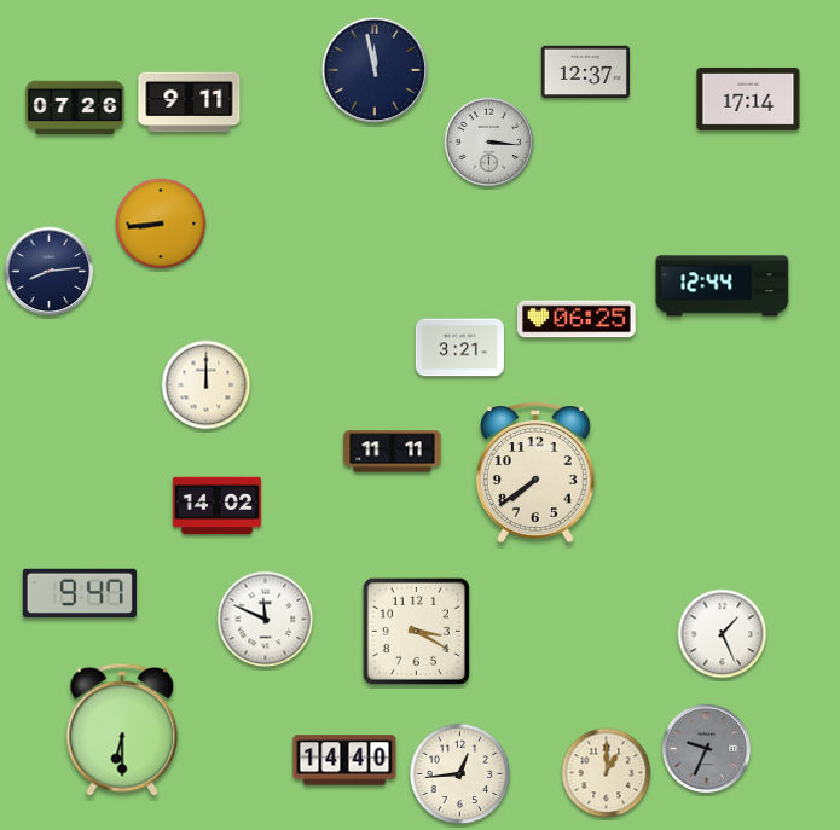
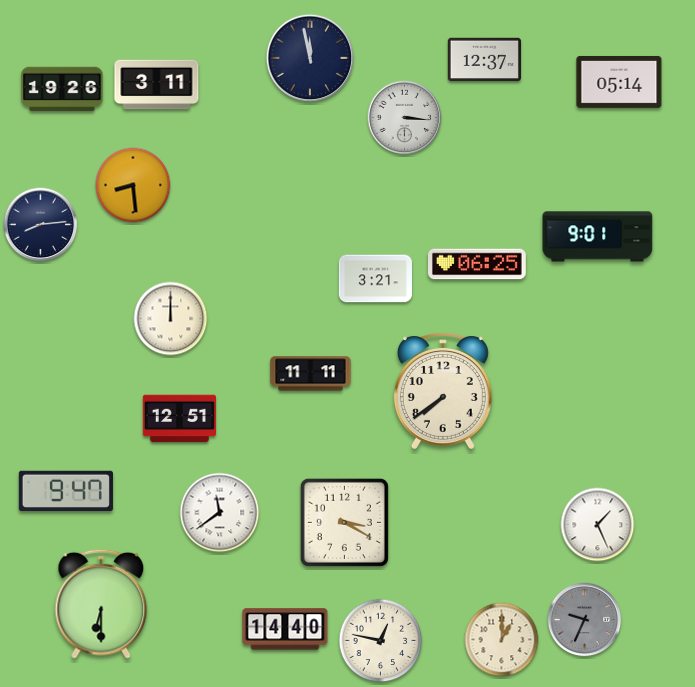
clock at (748, 99): 17:14 -> 05:14
clock at (190, 103): 9:11 -> 3:11
clock at (75, 108): 07:26 -> 19:26
clock at (161, 224): 8:44 -> 8:29
clock at (723, 286): 12:44 -> 9:01
clock at (459, 348) position: (459, 348) -> (375, 279)
clock at (393, 452) position: (393, 452) -> (311, 374)
clock at (216, 506): 14:02 -> 12:51
clock at (266, 620): 11:49 -> 11:39
clock at (460, 774): 12:44 -> 12:47
